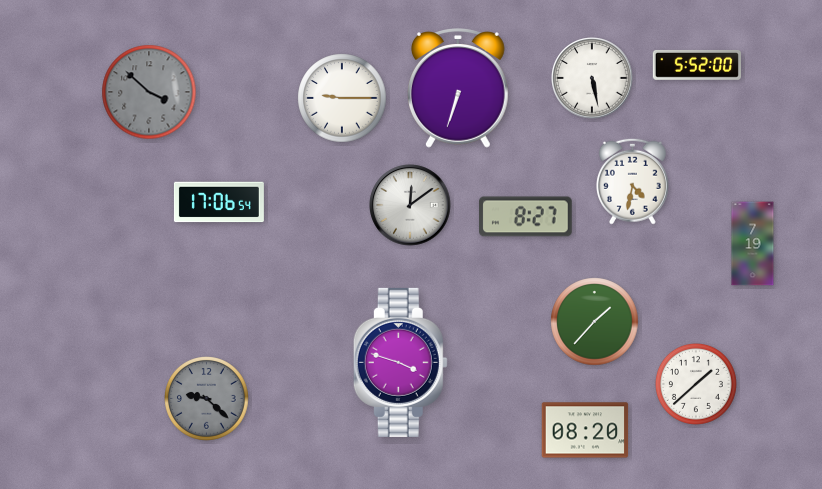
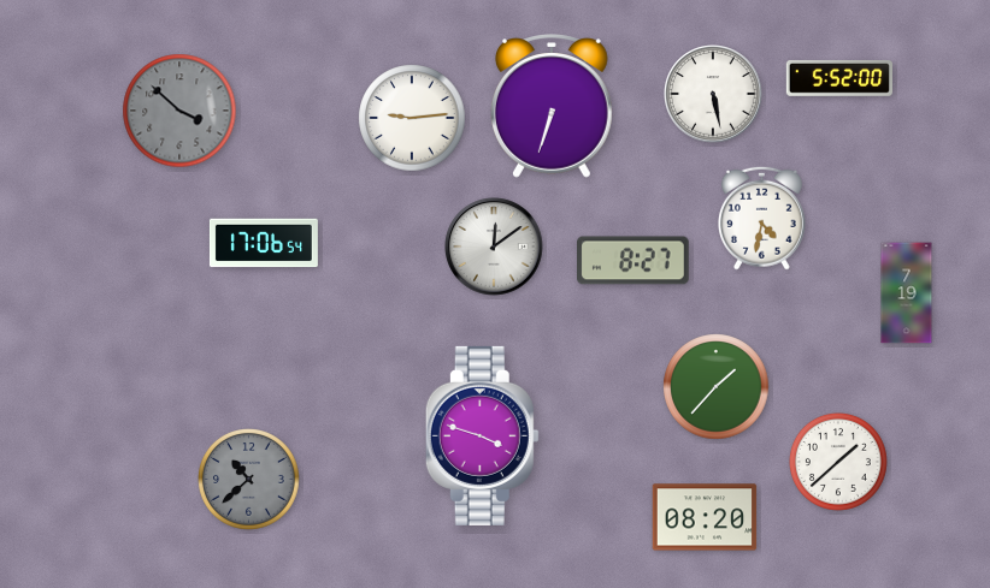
clock at (342, 98): 9:15 -> 9:14
clock at (207, 399): 9:22 -> 10:38
